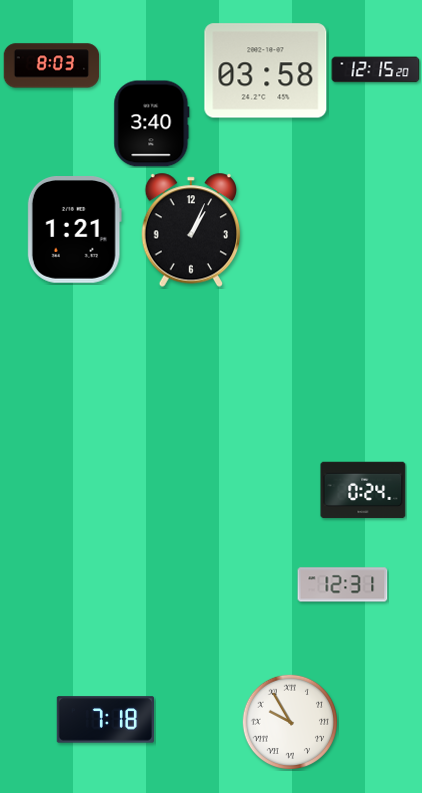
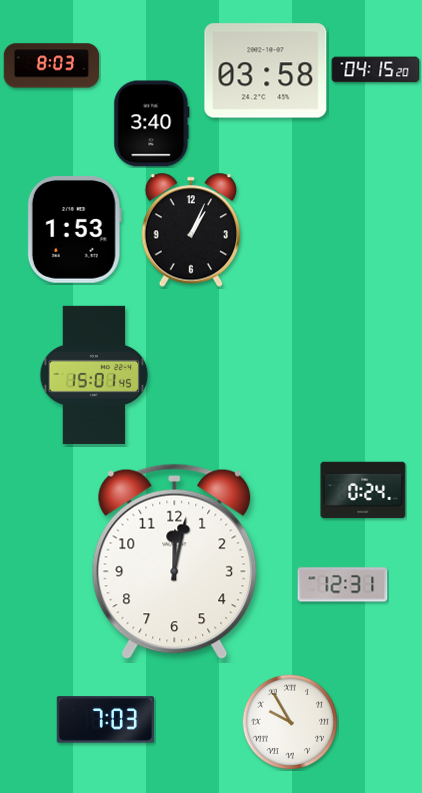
clock at (376, 70): 12:15 -> 04:15
clock at (74, 230): 1:21 -> 1:53
clock at (94, 375): none -> 15:01
clock at (175, 562): none -> 12:02
clock at (105, 720): 7:18 -> 7:03
